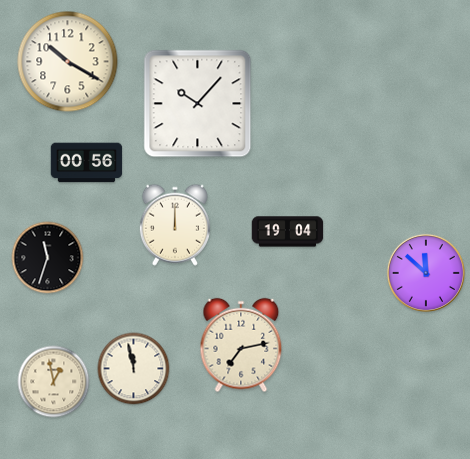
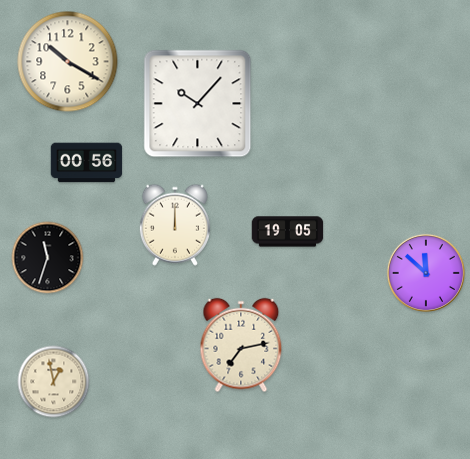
clock at (288, 232): 19:04 -> 19:05
clock at (134, 369): 11:58 -> none
